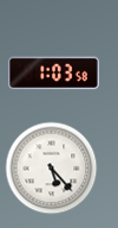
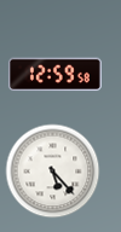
clock at (53, 74): 1:03 -> 12:59
